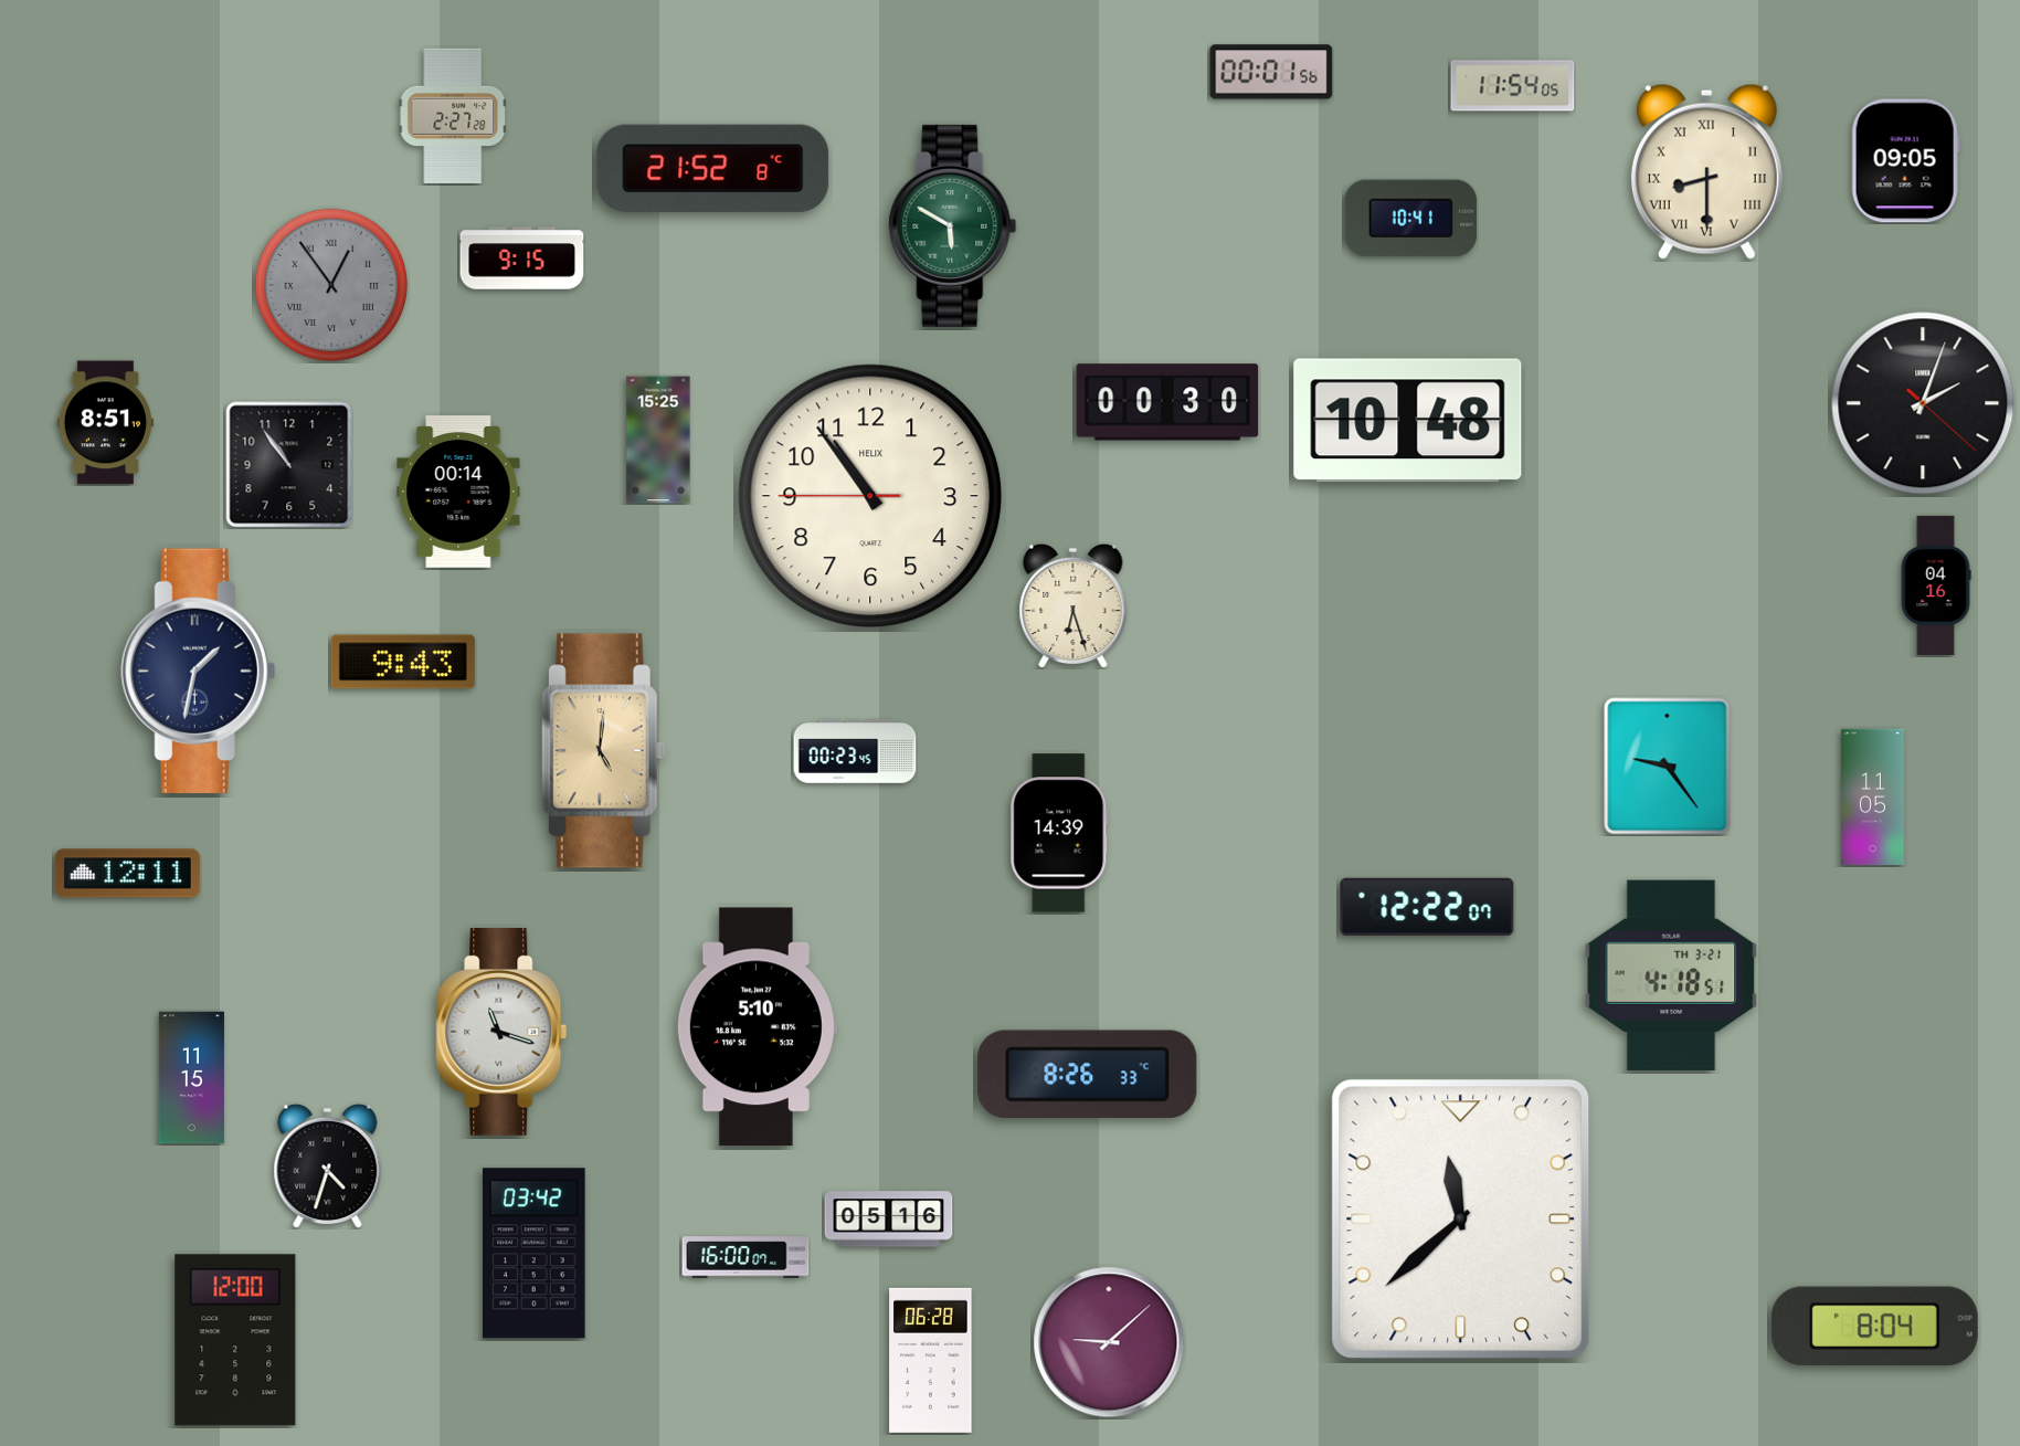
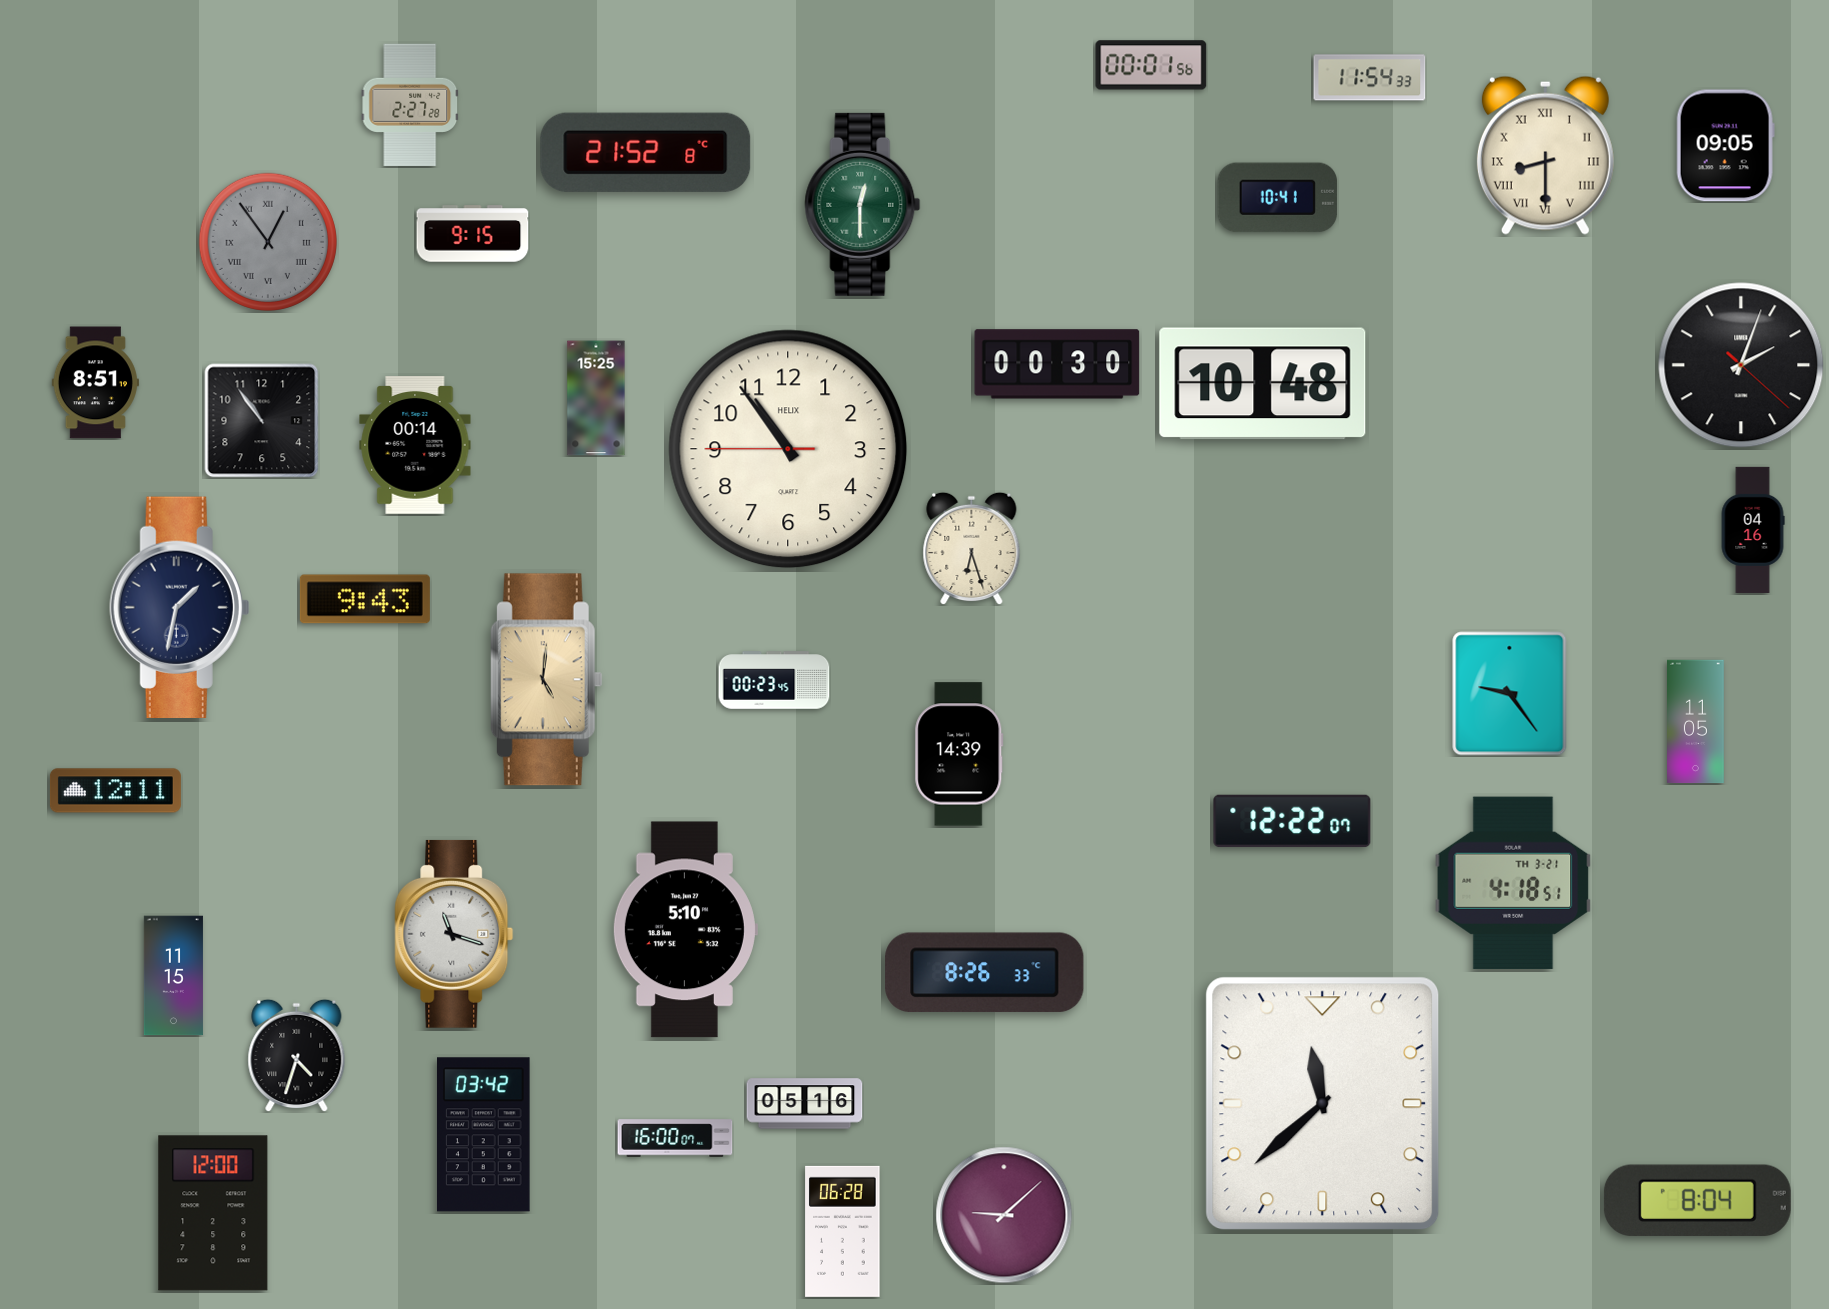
clock at (1513, 86): 11:54:05 -> 11:54:33
clock at (953, 225): 5:50 -> 12:30
clock at (331, 285) position: (331, 285) -> (268, 242)
clock at (1408, 421) position: (1408, 421) -> (1263, 384)
